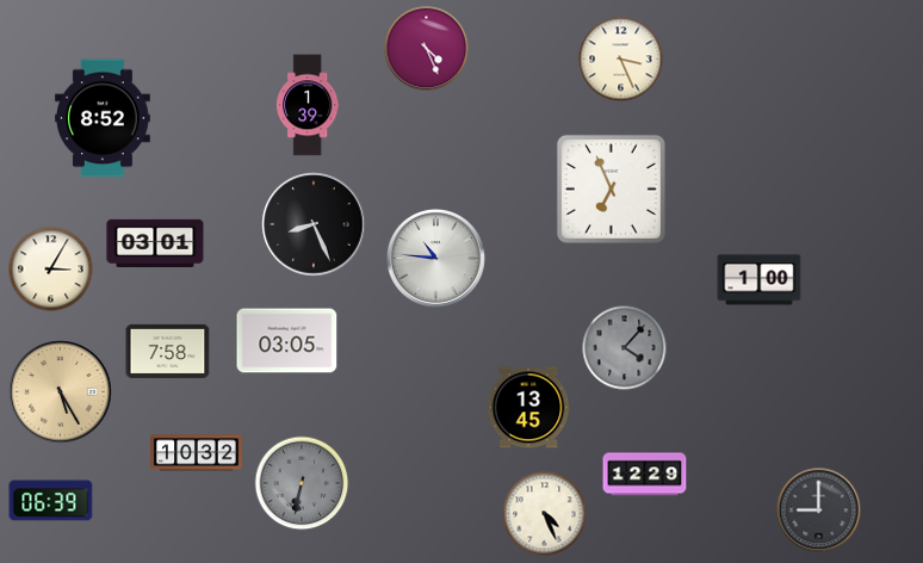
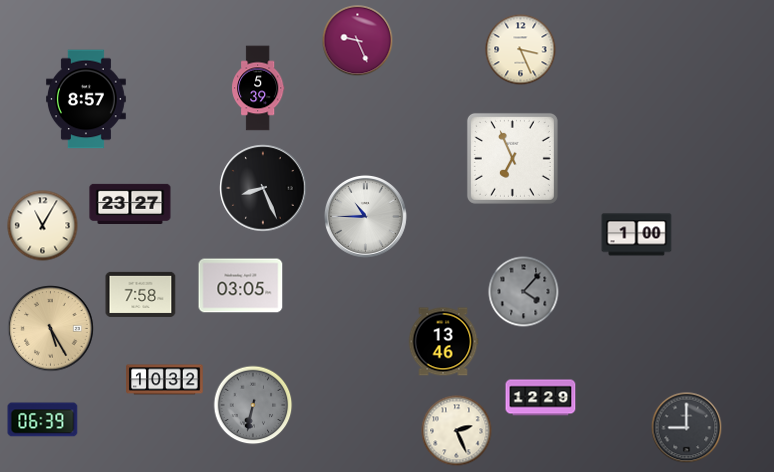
clock at (427, 49): 4:26 -> 9:26
clock at (308, 105): 1:39 -> 5:39
clock at (104, 118): 8:52 -> 8:57
clock at (155, 242): 03:01 -> 23:27
clock at (435, 258): 10:46 -> 10:45
clock at (51, 270): 3:05 -> 11:05
clock at (528, 408): 13:45 -> 13:46
clock at (545, 514): 4:26 -> 2:26
